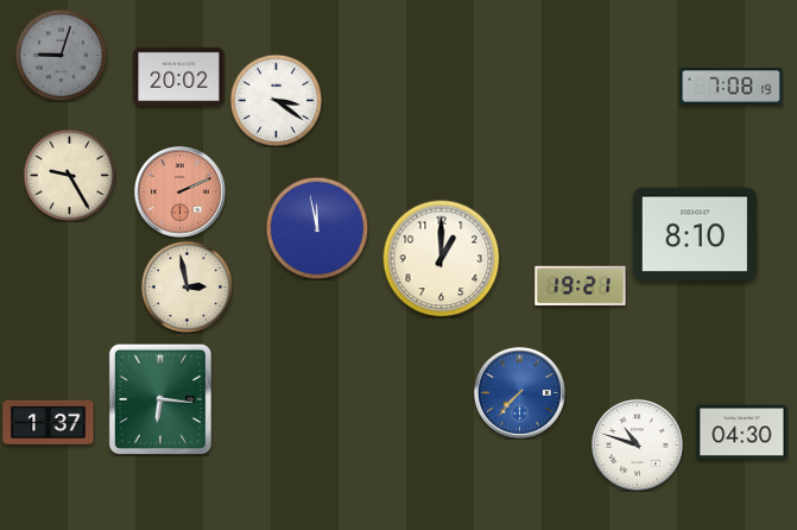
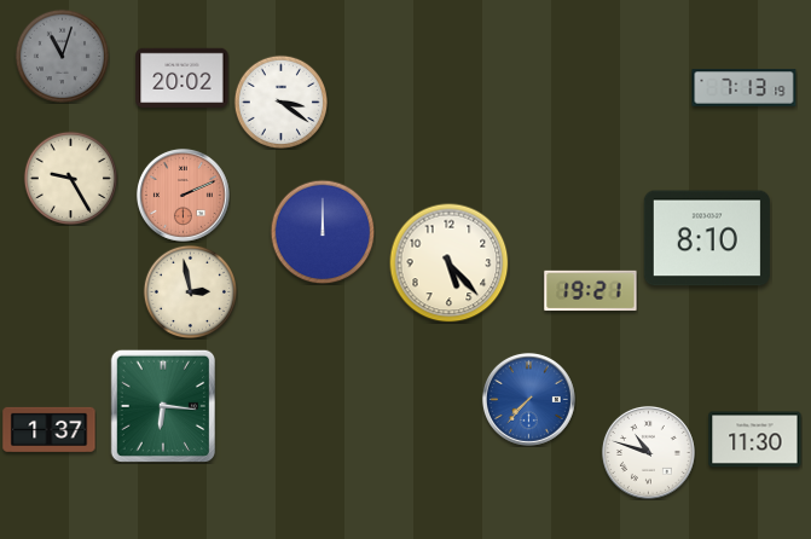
clock at (61, 55): 9:03 -> 11:03
clock at (732, 87): 7:08 -> 7:13
clock at (317, 228): 11:58 -> 12:00
clock at (442, 259): 1:00 -> 5:23
clock at (742, 433): 04:30 -> 11:30
